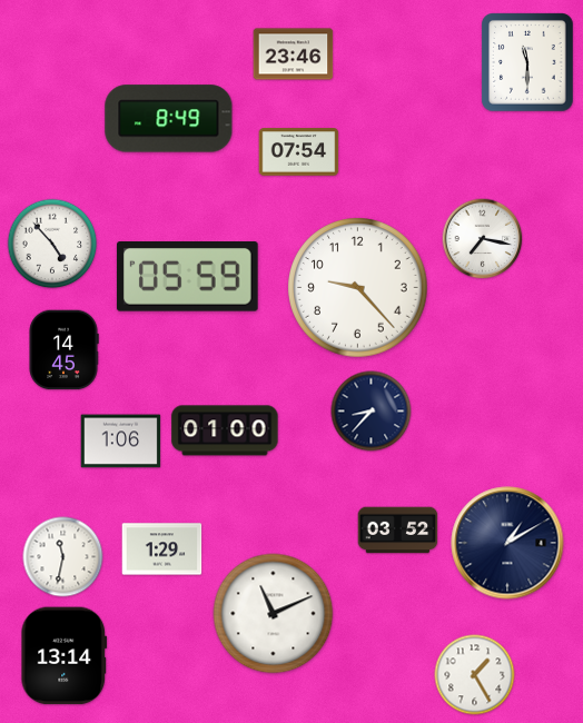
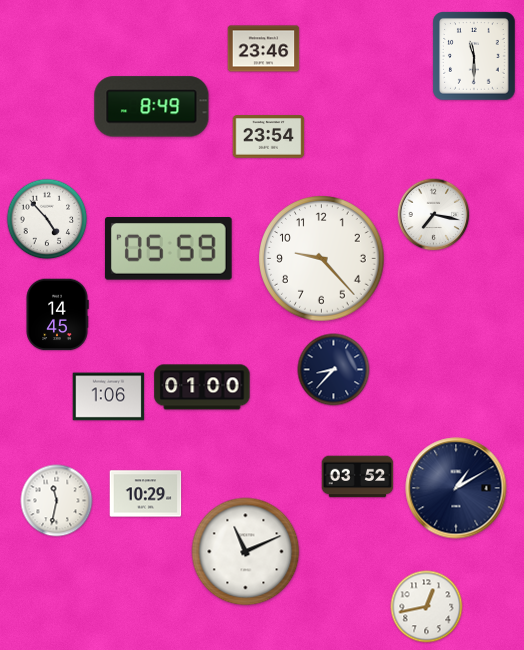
clock at (299, 152): 07:54 -> 23:54
clock at (162, 549): 1:29 -> 10:29
clock at (65, 656): 13:14 -> none
clock at (475, 675): 1:25 -> 12:43
